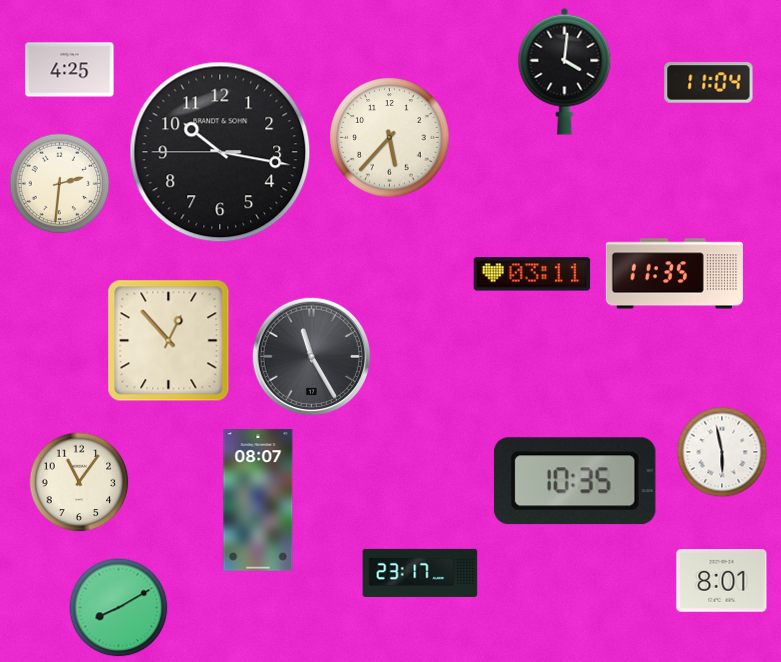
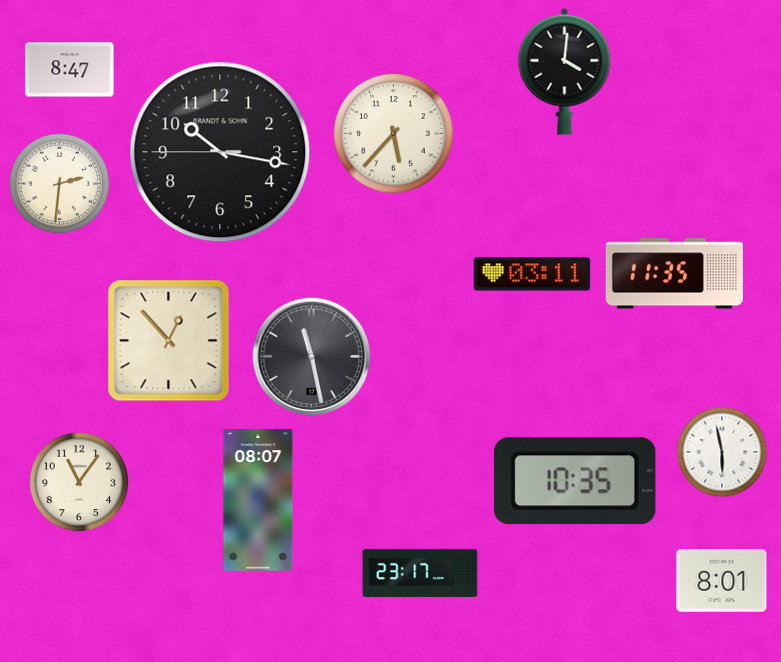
clock at (70, 70): 4:25 -> 8:47
clock at (709, 83): 11:04 -> none
clock at (390, 138) position: (390, 138) -> (394, 134)
clock at (311, 356): 11:25 -> 11:28
clock at (119, 608): 8:10 -> none
